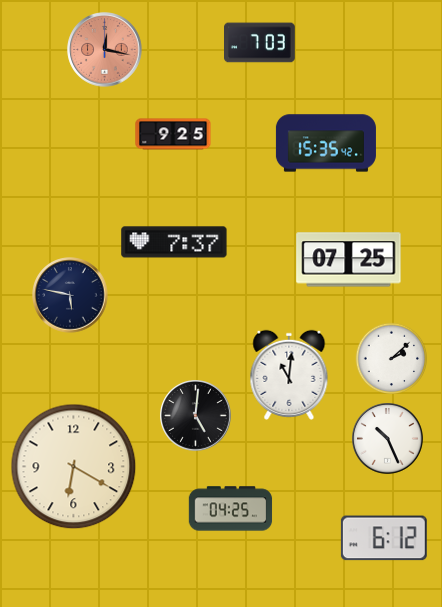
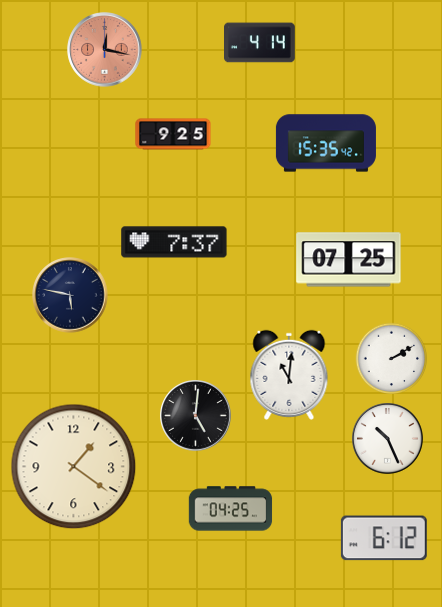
clock at (260, 43): 7:03 -> 4:14
clock at (392, 359): 2:08 -> 2:10
clock at (74, 467): 6:20 -> 1:21
